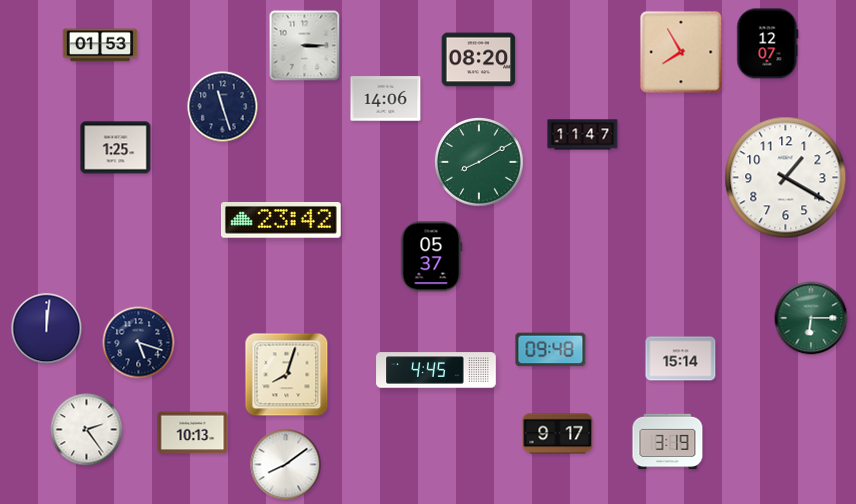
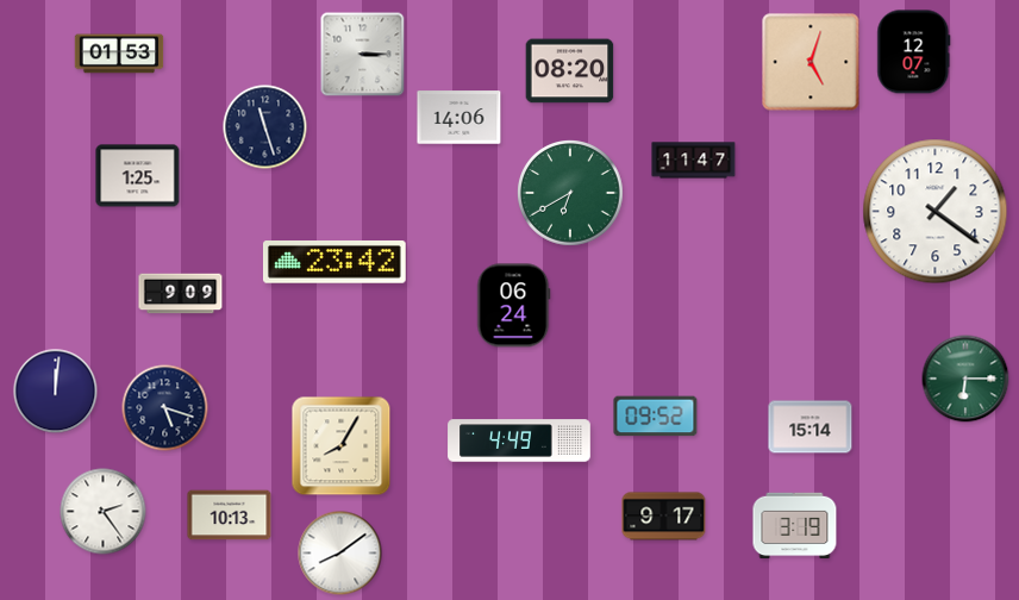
clock at (681, 52): 7:55 -> 5:03
clock at (480, 163): 8:10 -> 6:40
clock at (786, 178): 1:20 -> 1:21
clock at (181, 294): none -> 9:09
clock at (431, 257): 05:37 -> 06:24
clock at (551, 350): 09:48 -> 09:52
clock at (436, 370): 4:45 -> 4:49
clock at (287, 375): 8:03 -> 8:05
